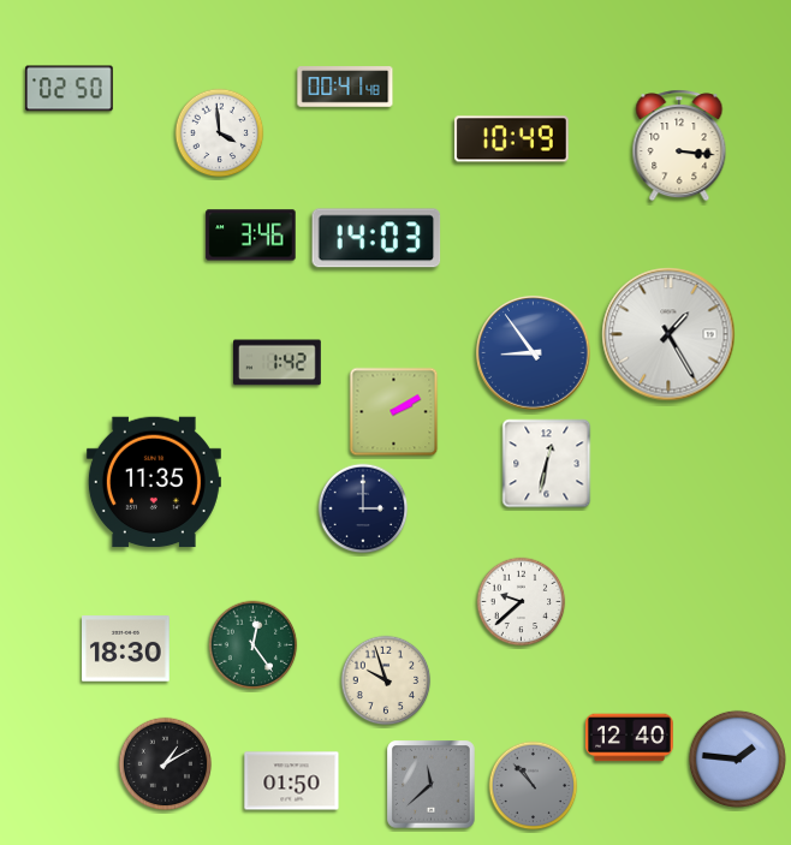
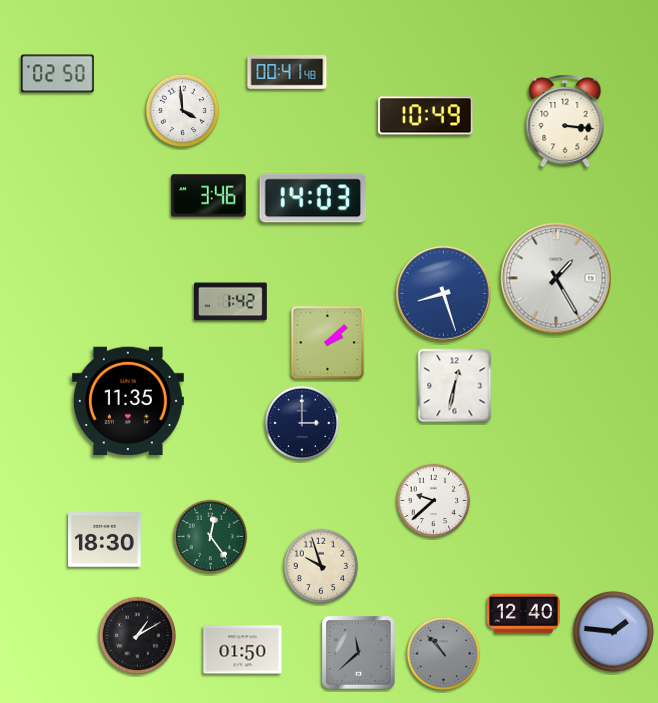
clock at (534, 353): 8:54 -> 8:27
clock at (394, 412): 2:10 -> 2:08
